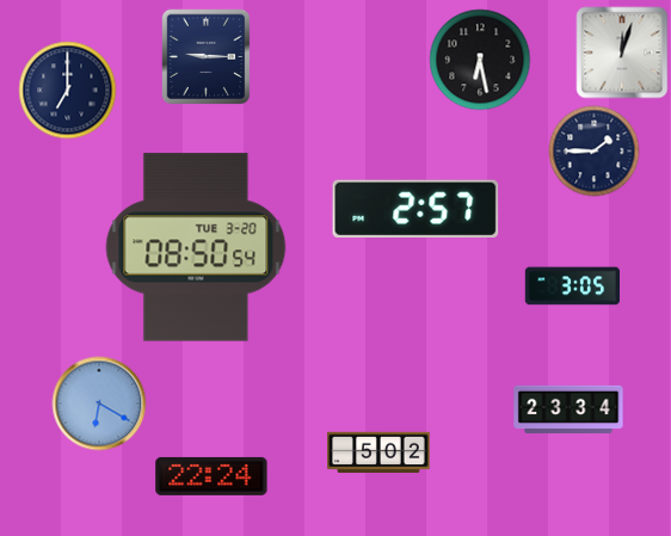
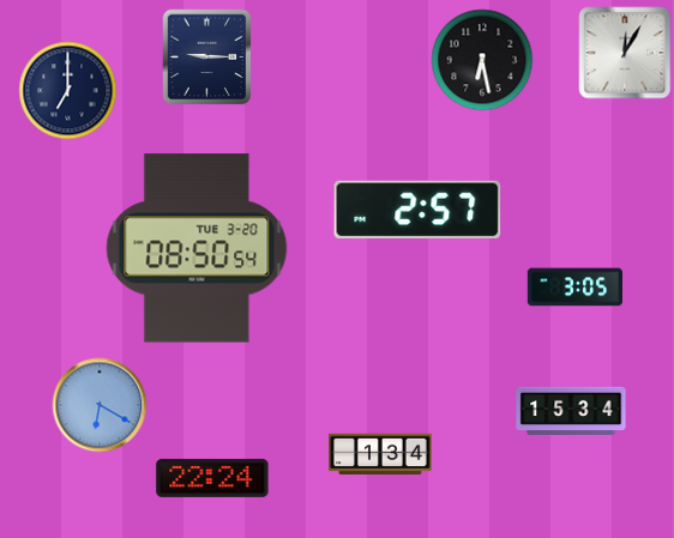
clock at (622, 53): 12:03 -> 12:05
clock at (595, 152): 1:45 -> none
clock at (568, 409): 23:34 -> 15:34
clock at (378, 452): 5:02 -> 1:34
